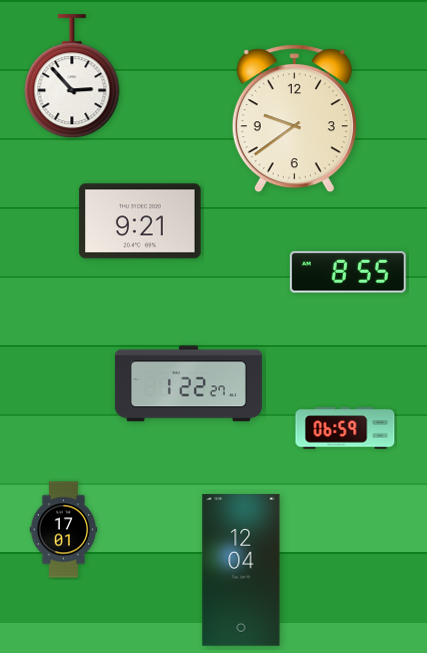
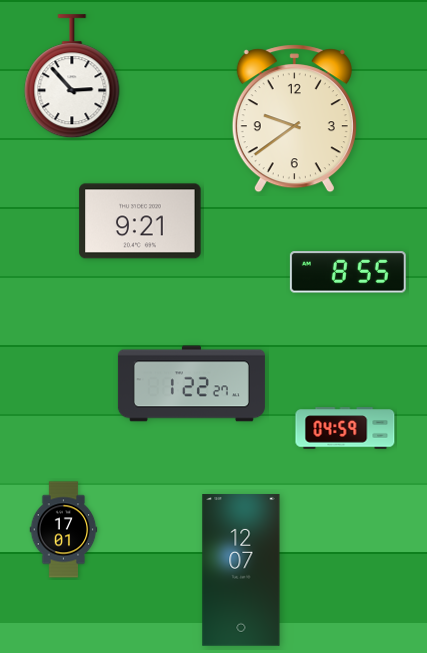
clock at (188, 384) position: (188, 384) -> (191, 384)
clock at (345, 428): 06:59 -> 04:59
clock at (241, 570): 12:04 -> 12:07
